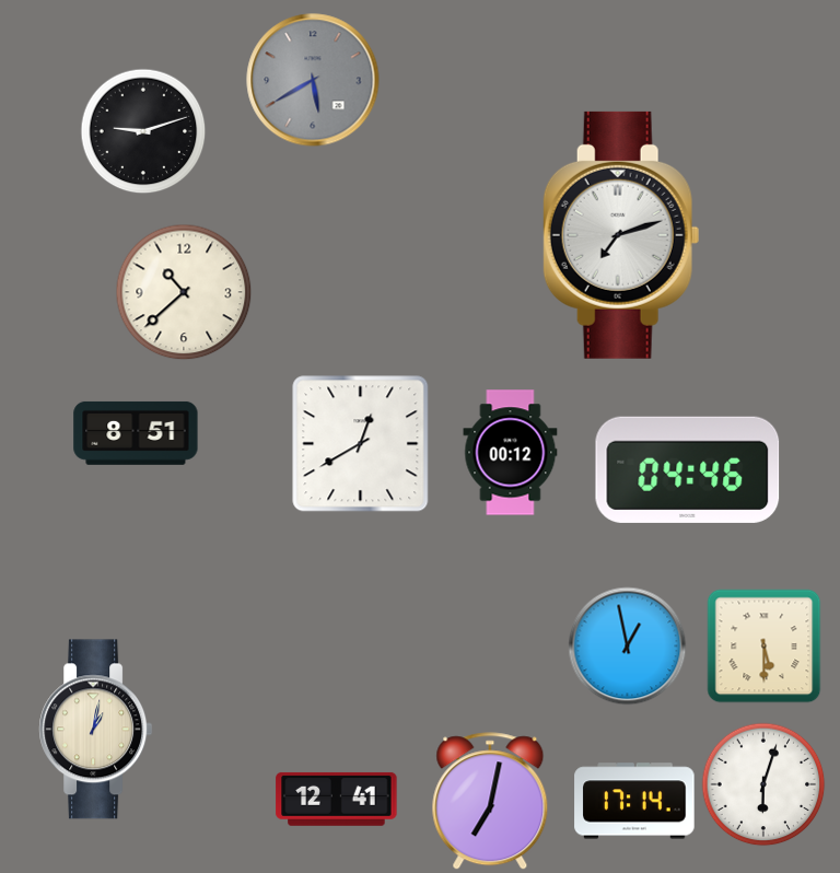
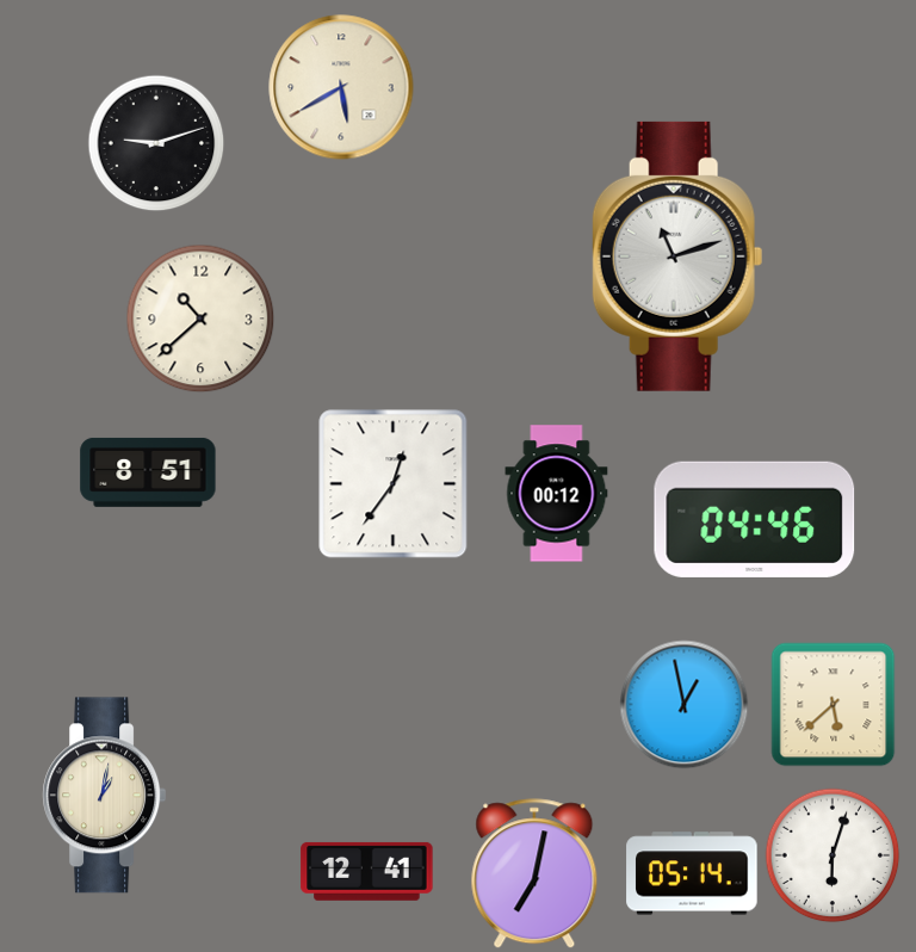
clock at (313, 80) dial: grey -> cream
clock at (621, 235): 7:12 -> 11:12
clock at (361, 444): 12:40 -> 12:36
clock at (688, 469) position: (688, 469) -> (755, 519)
clock at (765, 647): 5:30 -> 5:38
clock at (634, 801): 17:14 -> 05:14
